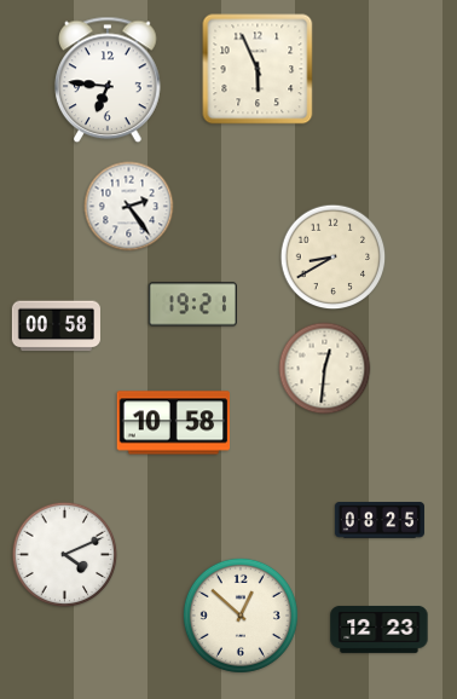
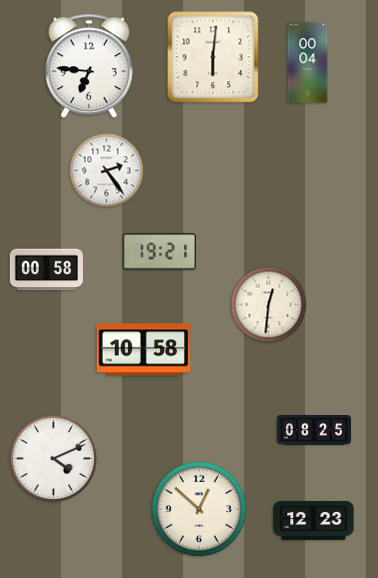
clock at (258, 69): 5:56 -> 6:01
clock at (308, 63): none -> 00:04
clock at (334, 258): 8:40 -> none
